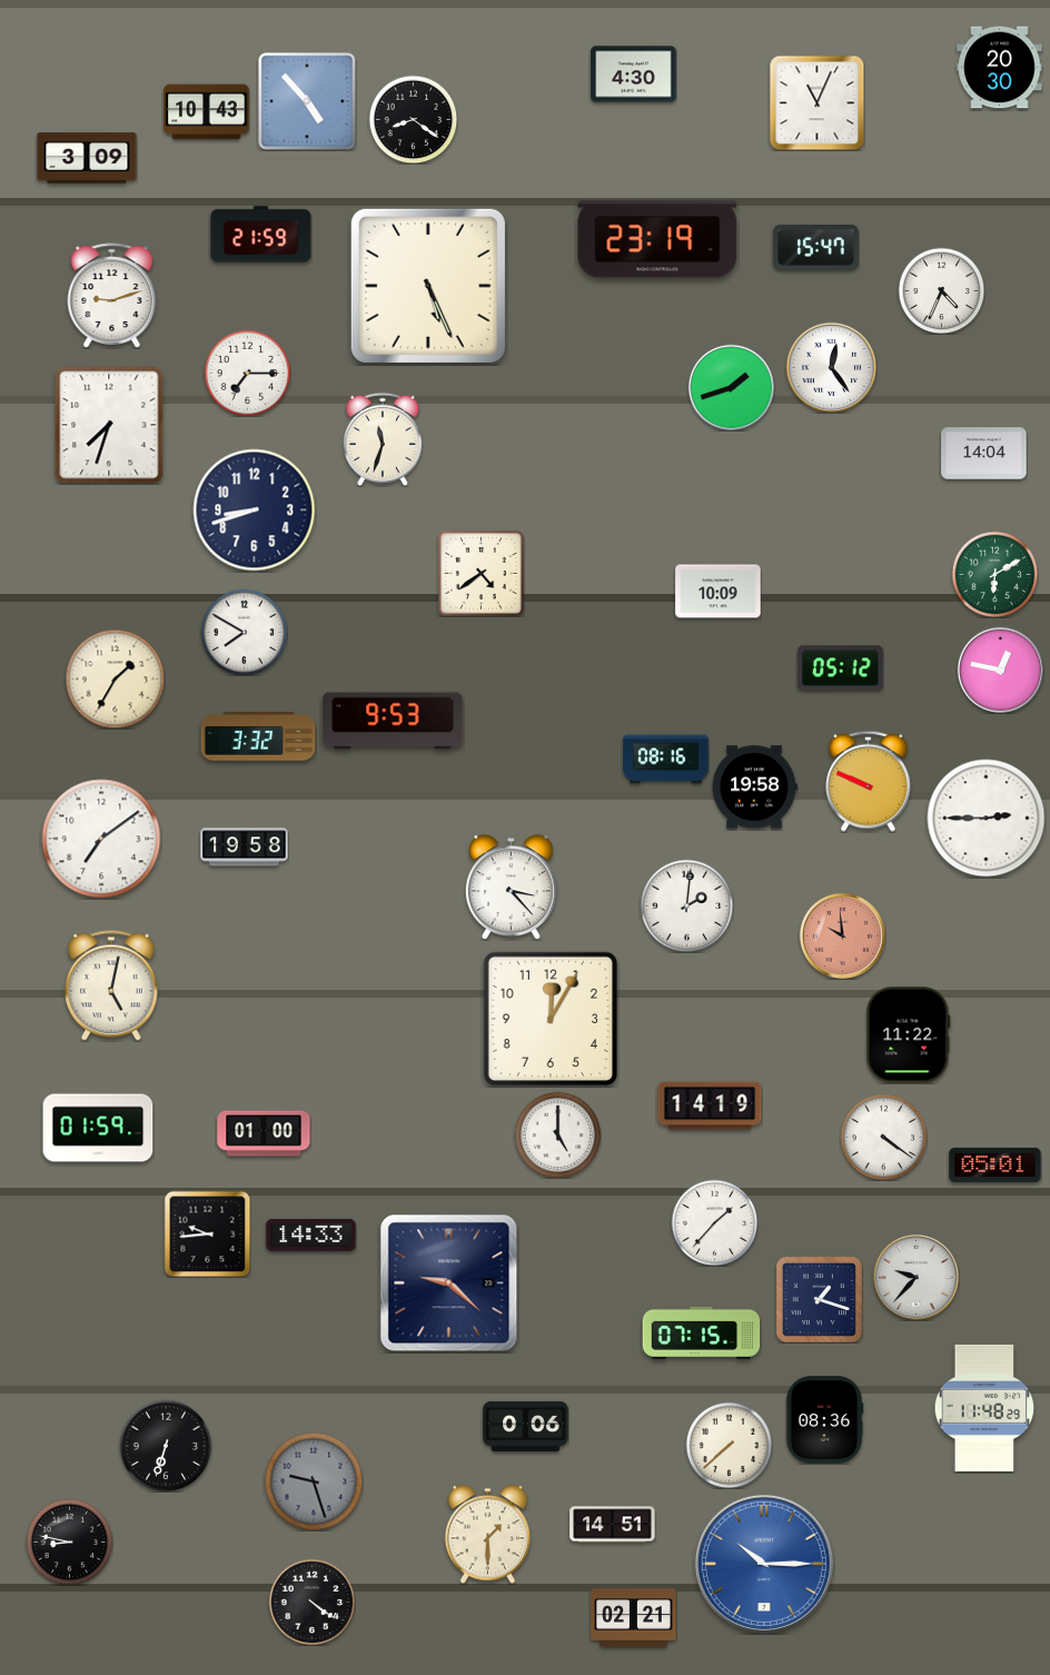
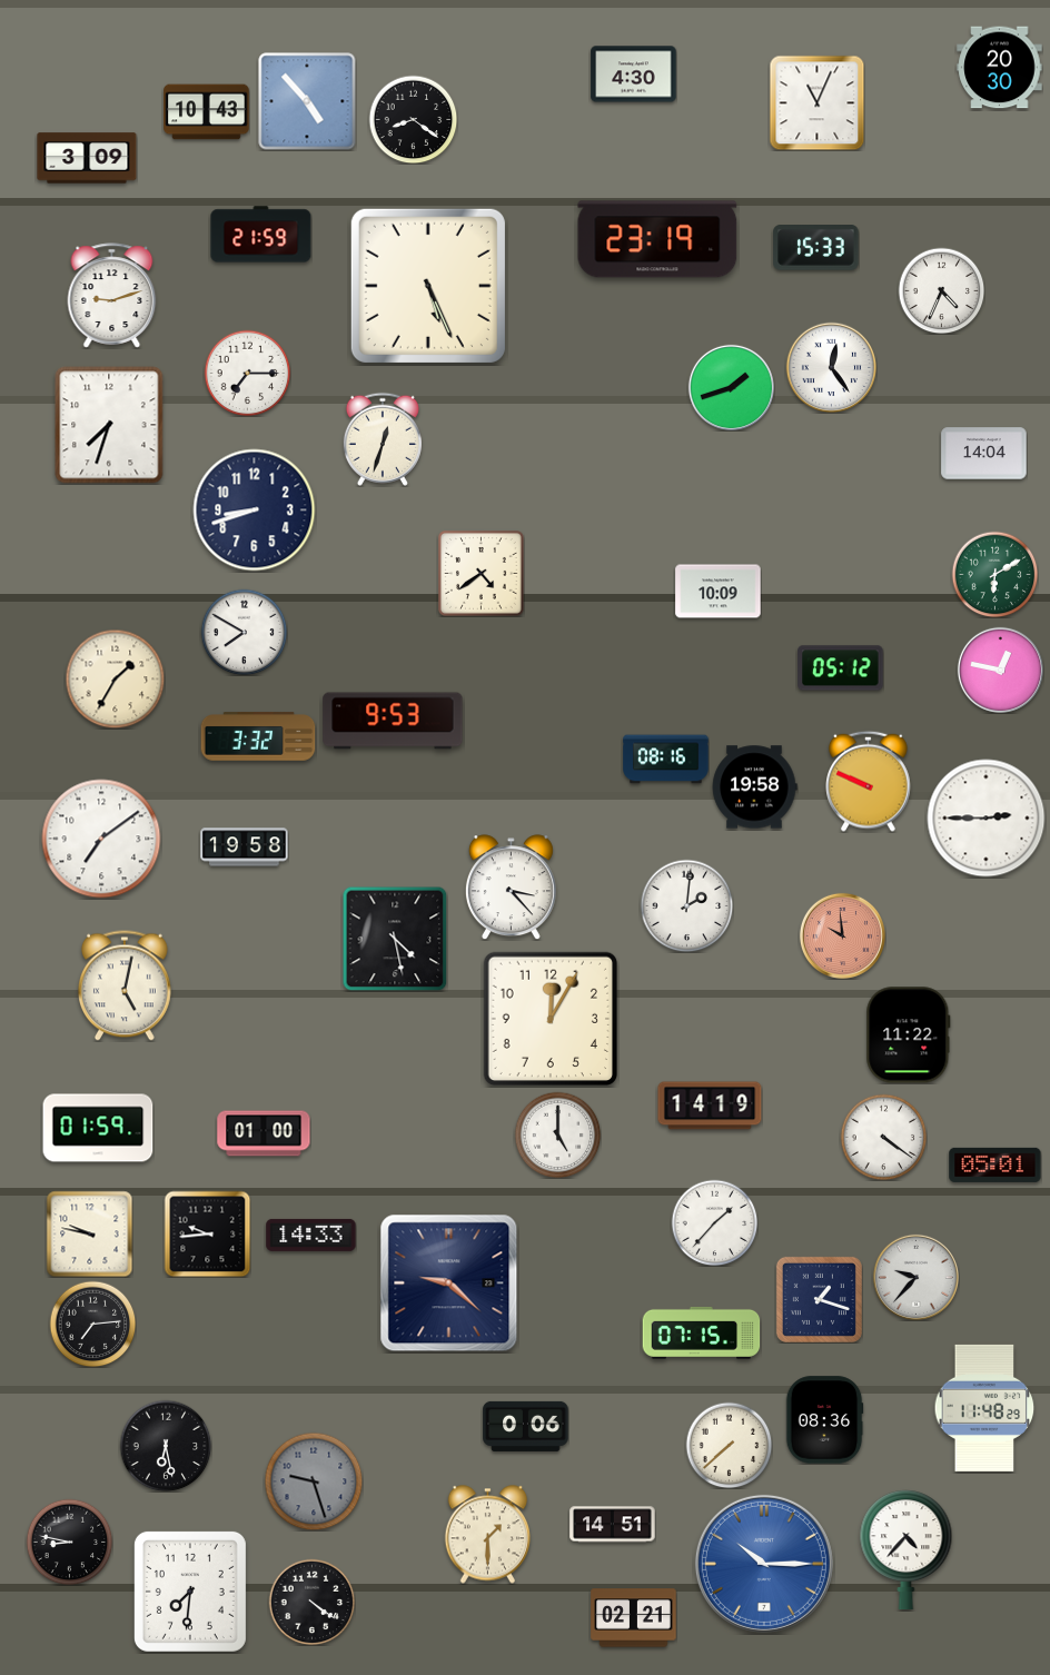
clock at (816, 248): 15:47 -> 15:33
clock at (383, 439): 11:33 -> 12:33
clock at (395, 939): none -> 4:28
clock at (112, 985) position: (112, 985) -> (126, 985)
clock at (89, 1233): none -> 9:47
clock at (92, 1324): none -> 7:14
clock at (166, 1446): 6:33 -> 6:28
clock at (907, 1550): none -> 4:37
clock at (190, 1592): none -> 7:31
